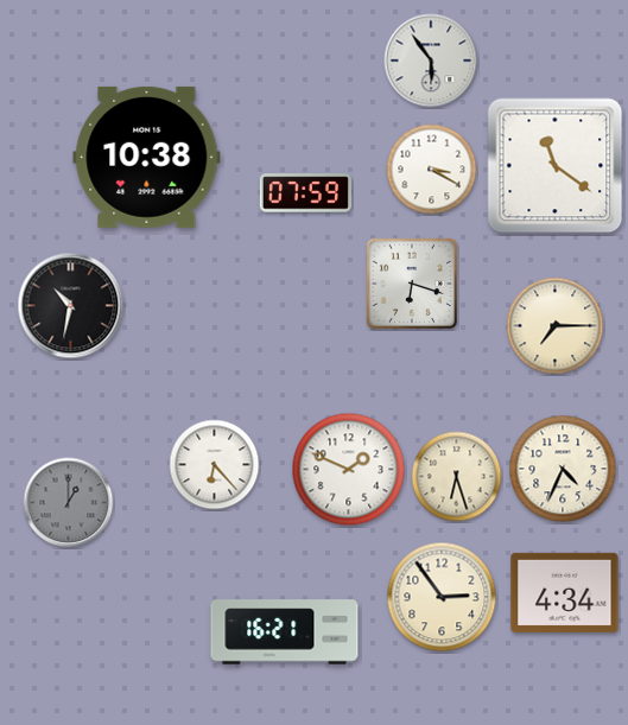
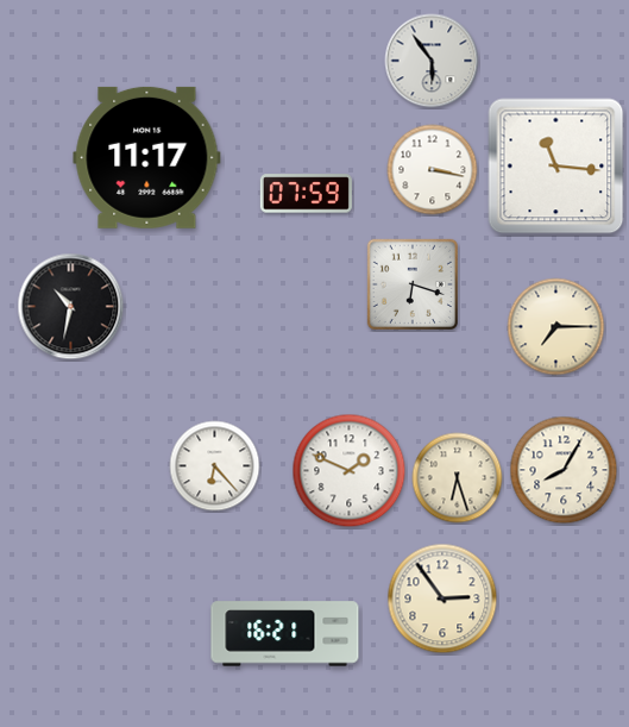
clock at (147, 157): 10:38 -> 11:17
clock at (556, 166): 11:21 -> 11:16
clock at (432, 170): 3:20 -> 3:17
clock at (563, 469): 4:34 -> 8:05
clock at (69, 503): 1:00 -> none
clock at (565, 592): 4:34 -> none
